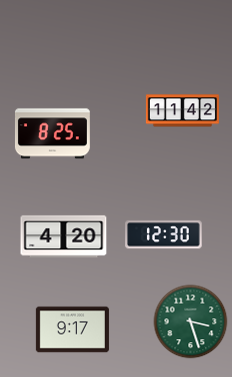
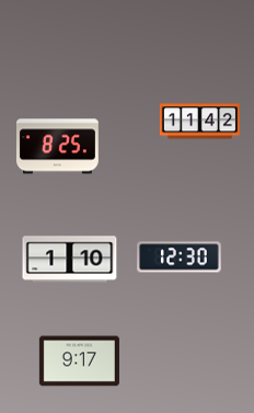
clock at (64, 237): 4:20 -> 1:10
clock at (191, 322): 3:27 -> none
